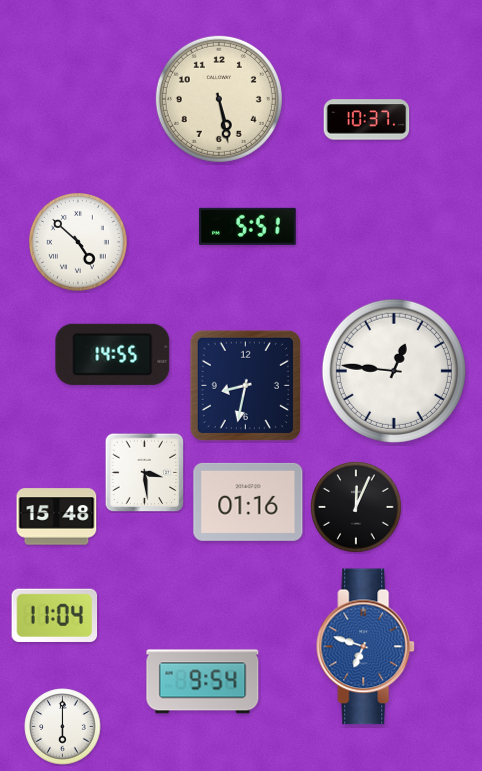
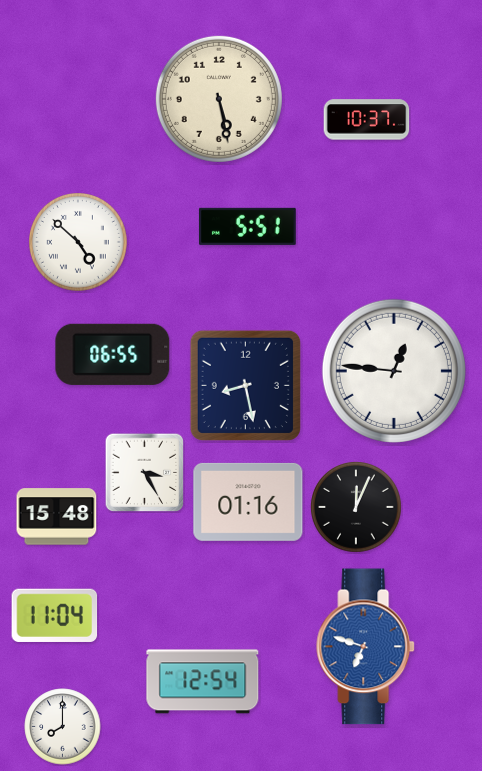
clock at (113, 354): 14:55 -> 06:55
clock at (245, 385): 8:32 -> 8:28
clock at (144, 472): 3:29 -> 3:25
clock at (203, 682): 9:54 -> 12:54
clock at (63, 727): 6:00 -> 8:00
